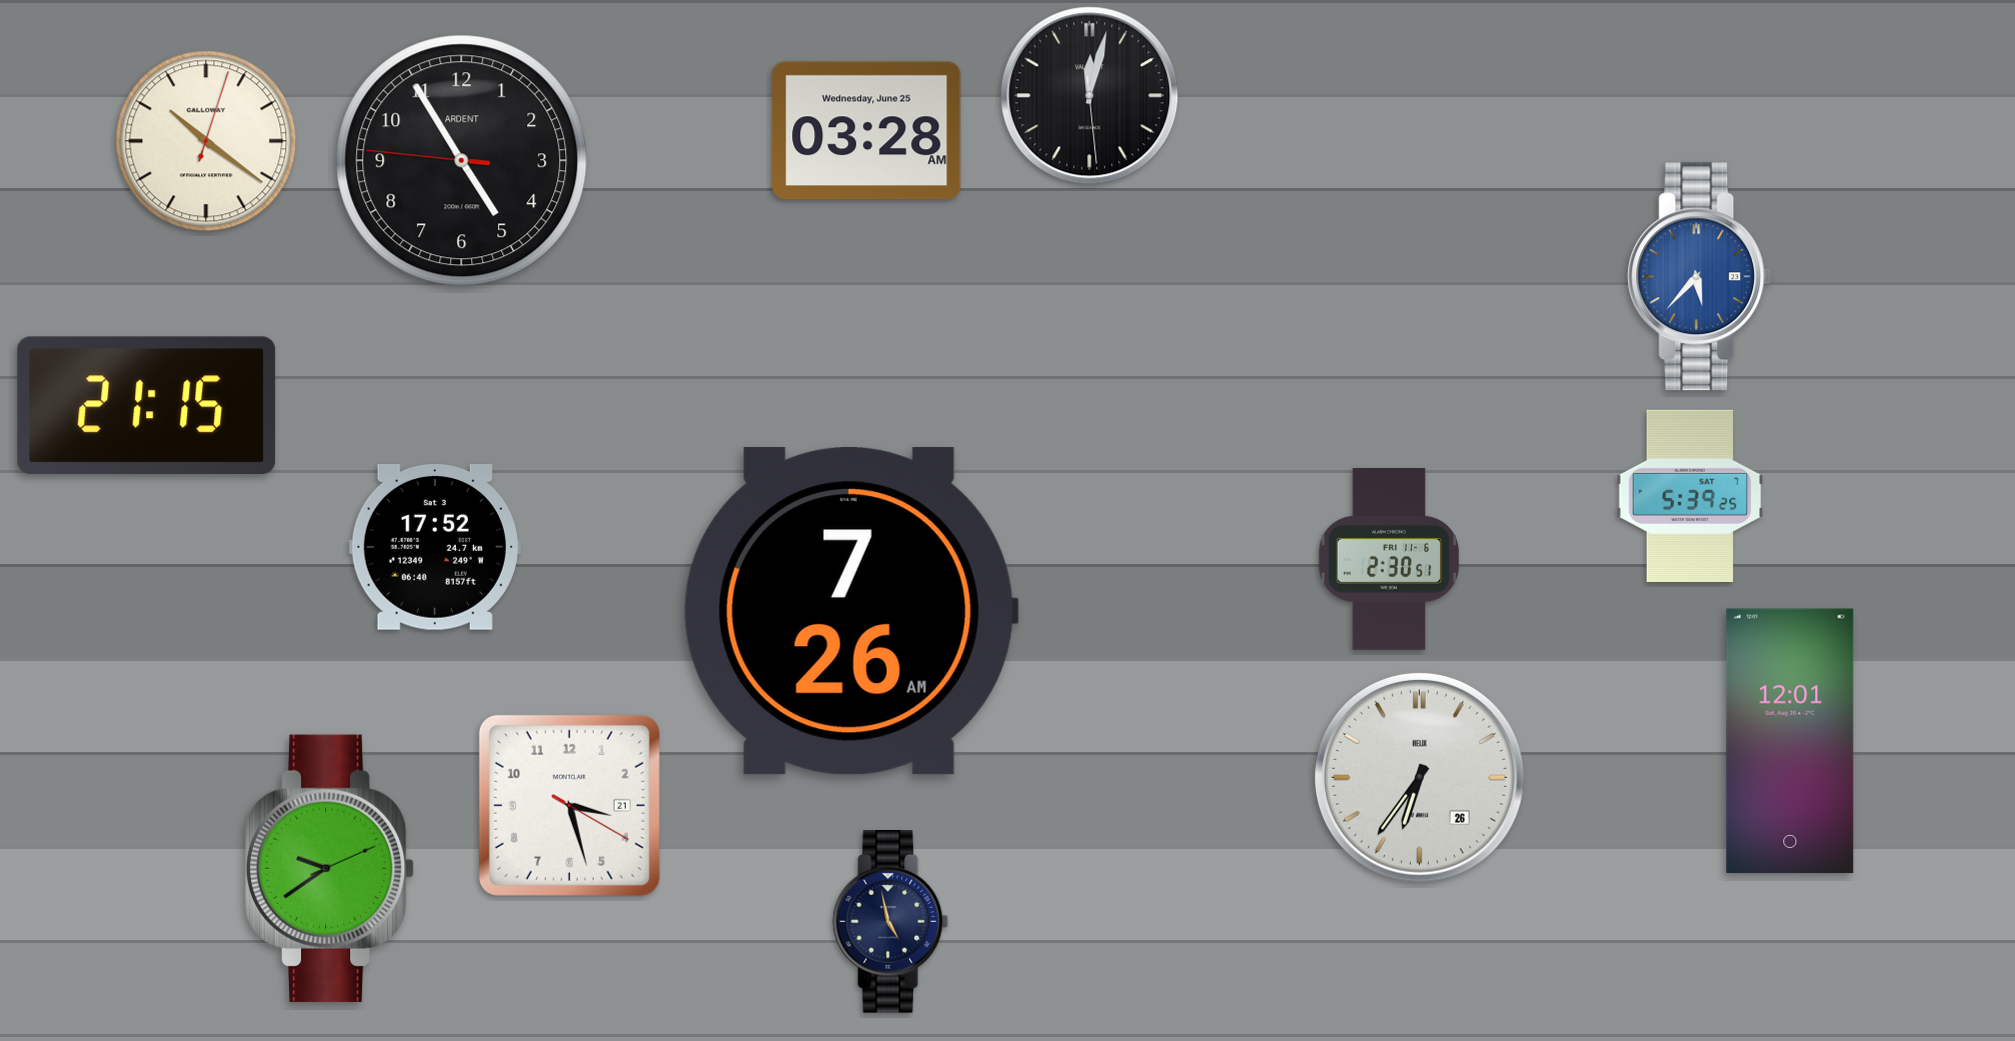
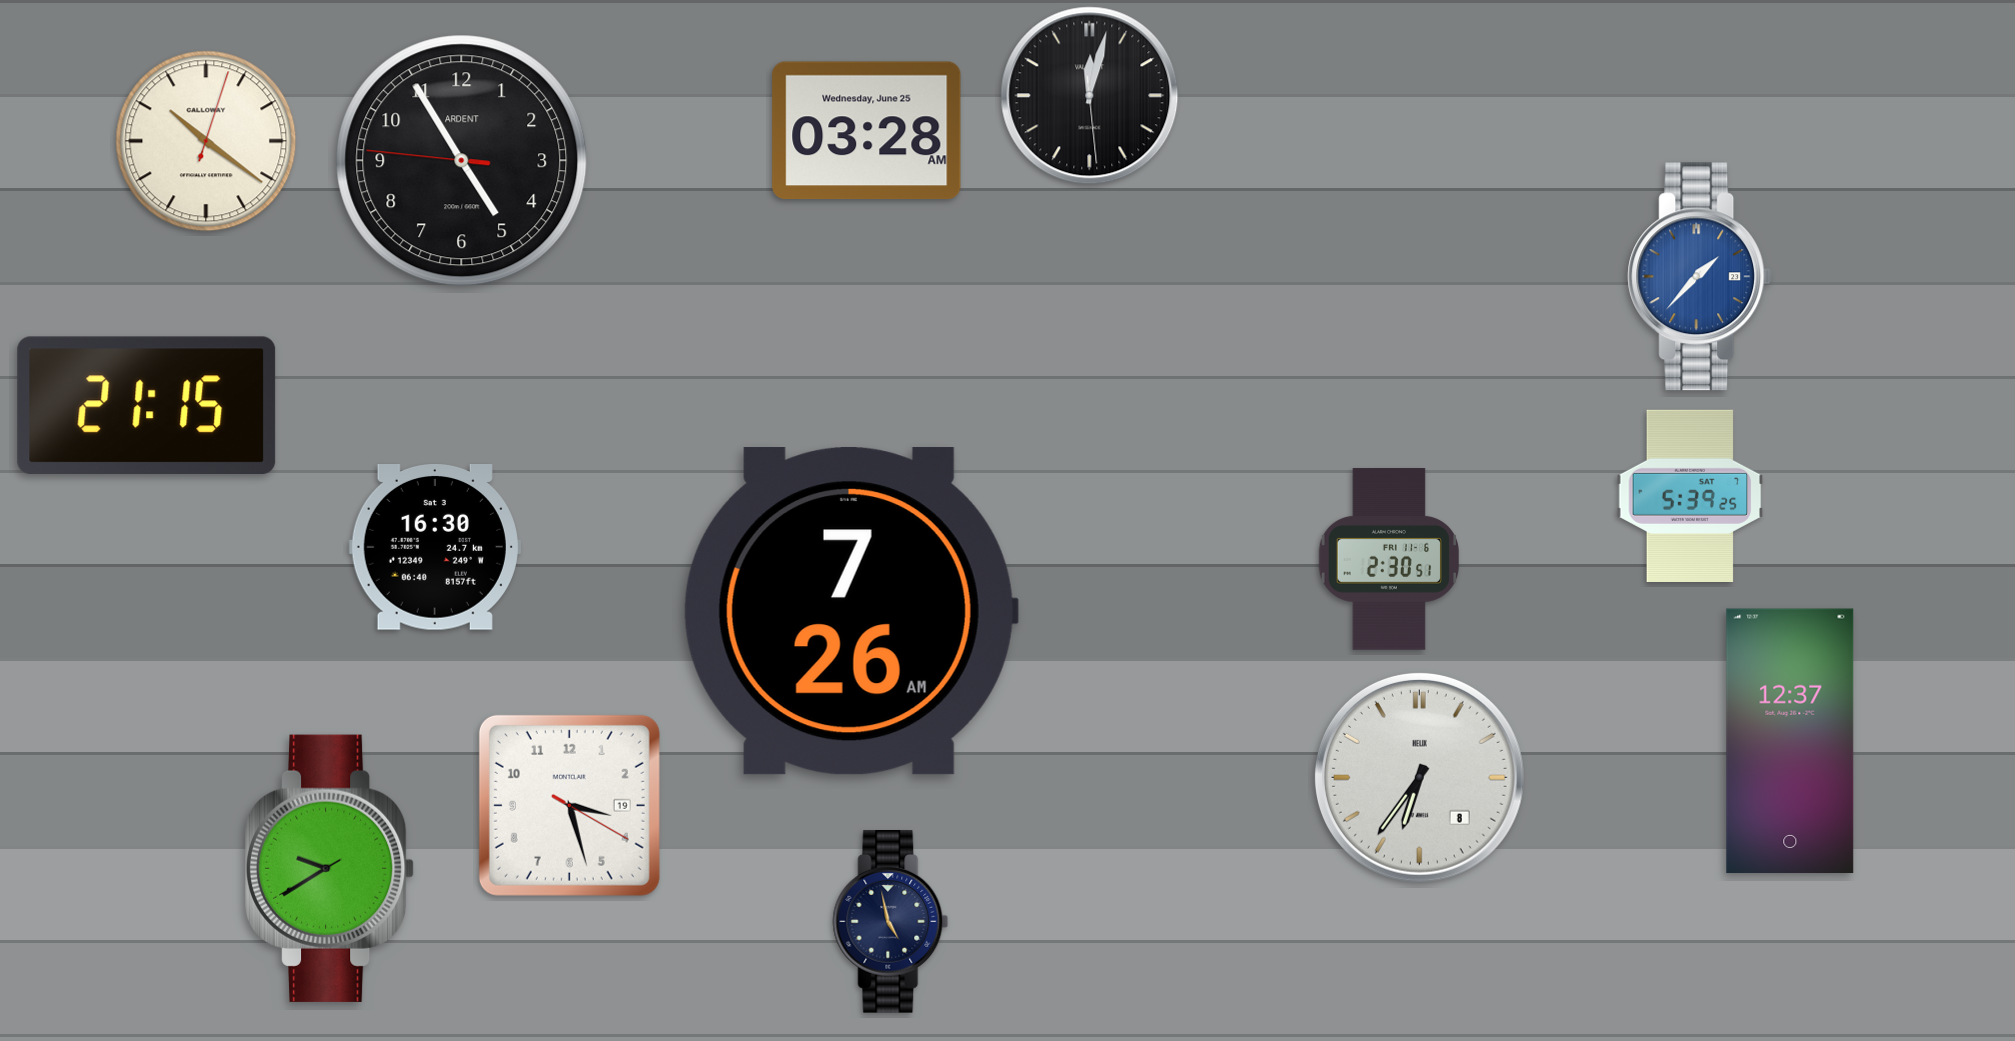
clock at (1700, 277): 5:37 -> 1:37
clock at (435, 548): 17:52 -> 16:30
clock at (1790, 741): 12:01 -> 12:37
clock at (1419, 777) date: 26 -> 8
clock at (569, 805) date: 21 -> 19
clock at (331, 868): 9:39:11 -> 9:39:40
